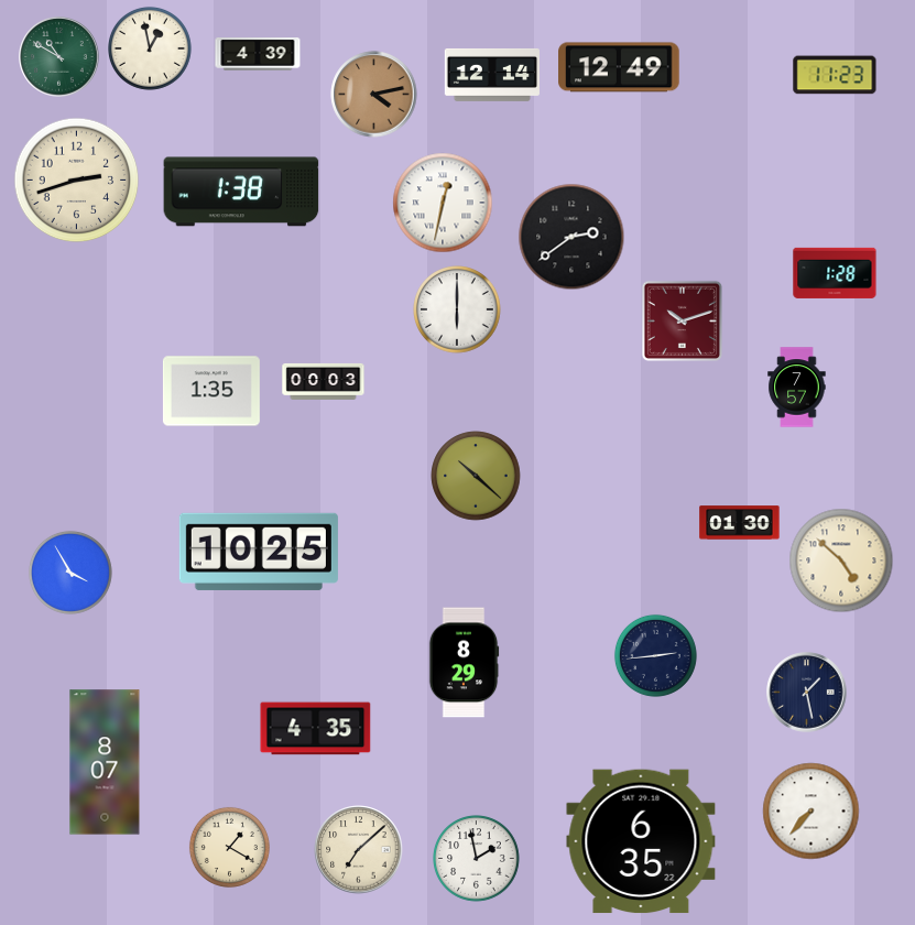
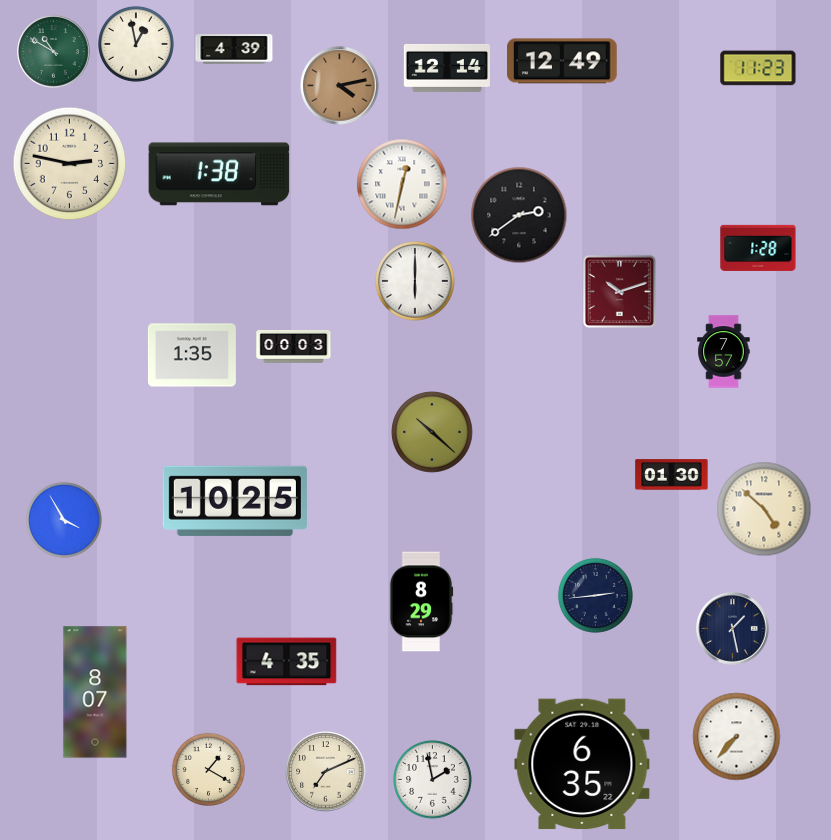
clock at (77, 181): 2:42 -> 2:47
clock at (359, 850): 7:08 -> 7:11
